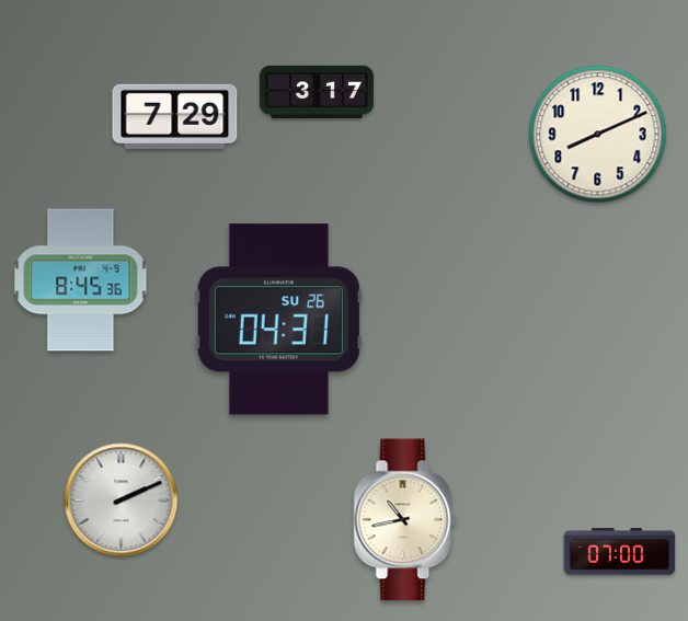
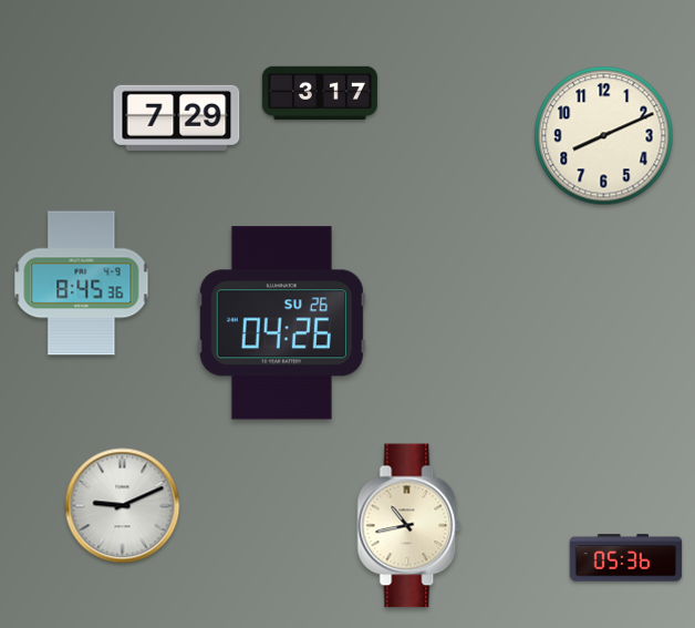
clock at (278, 320): 04:31 -> 04:26
clock at (122, 501): 2:11 -> 9:11
clock at (620, 552): 07:00 -> 05:36
